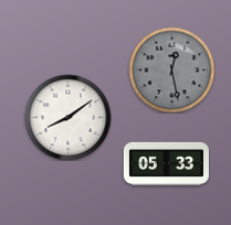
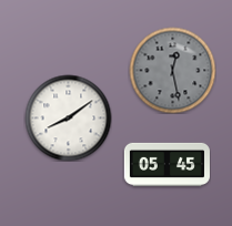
clock at (166, 163): 05:33 -> 05:45
